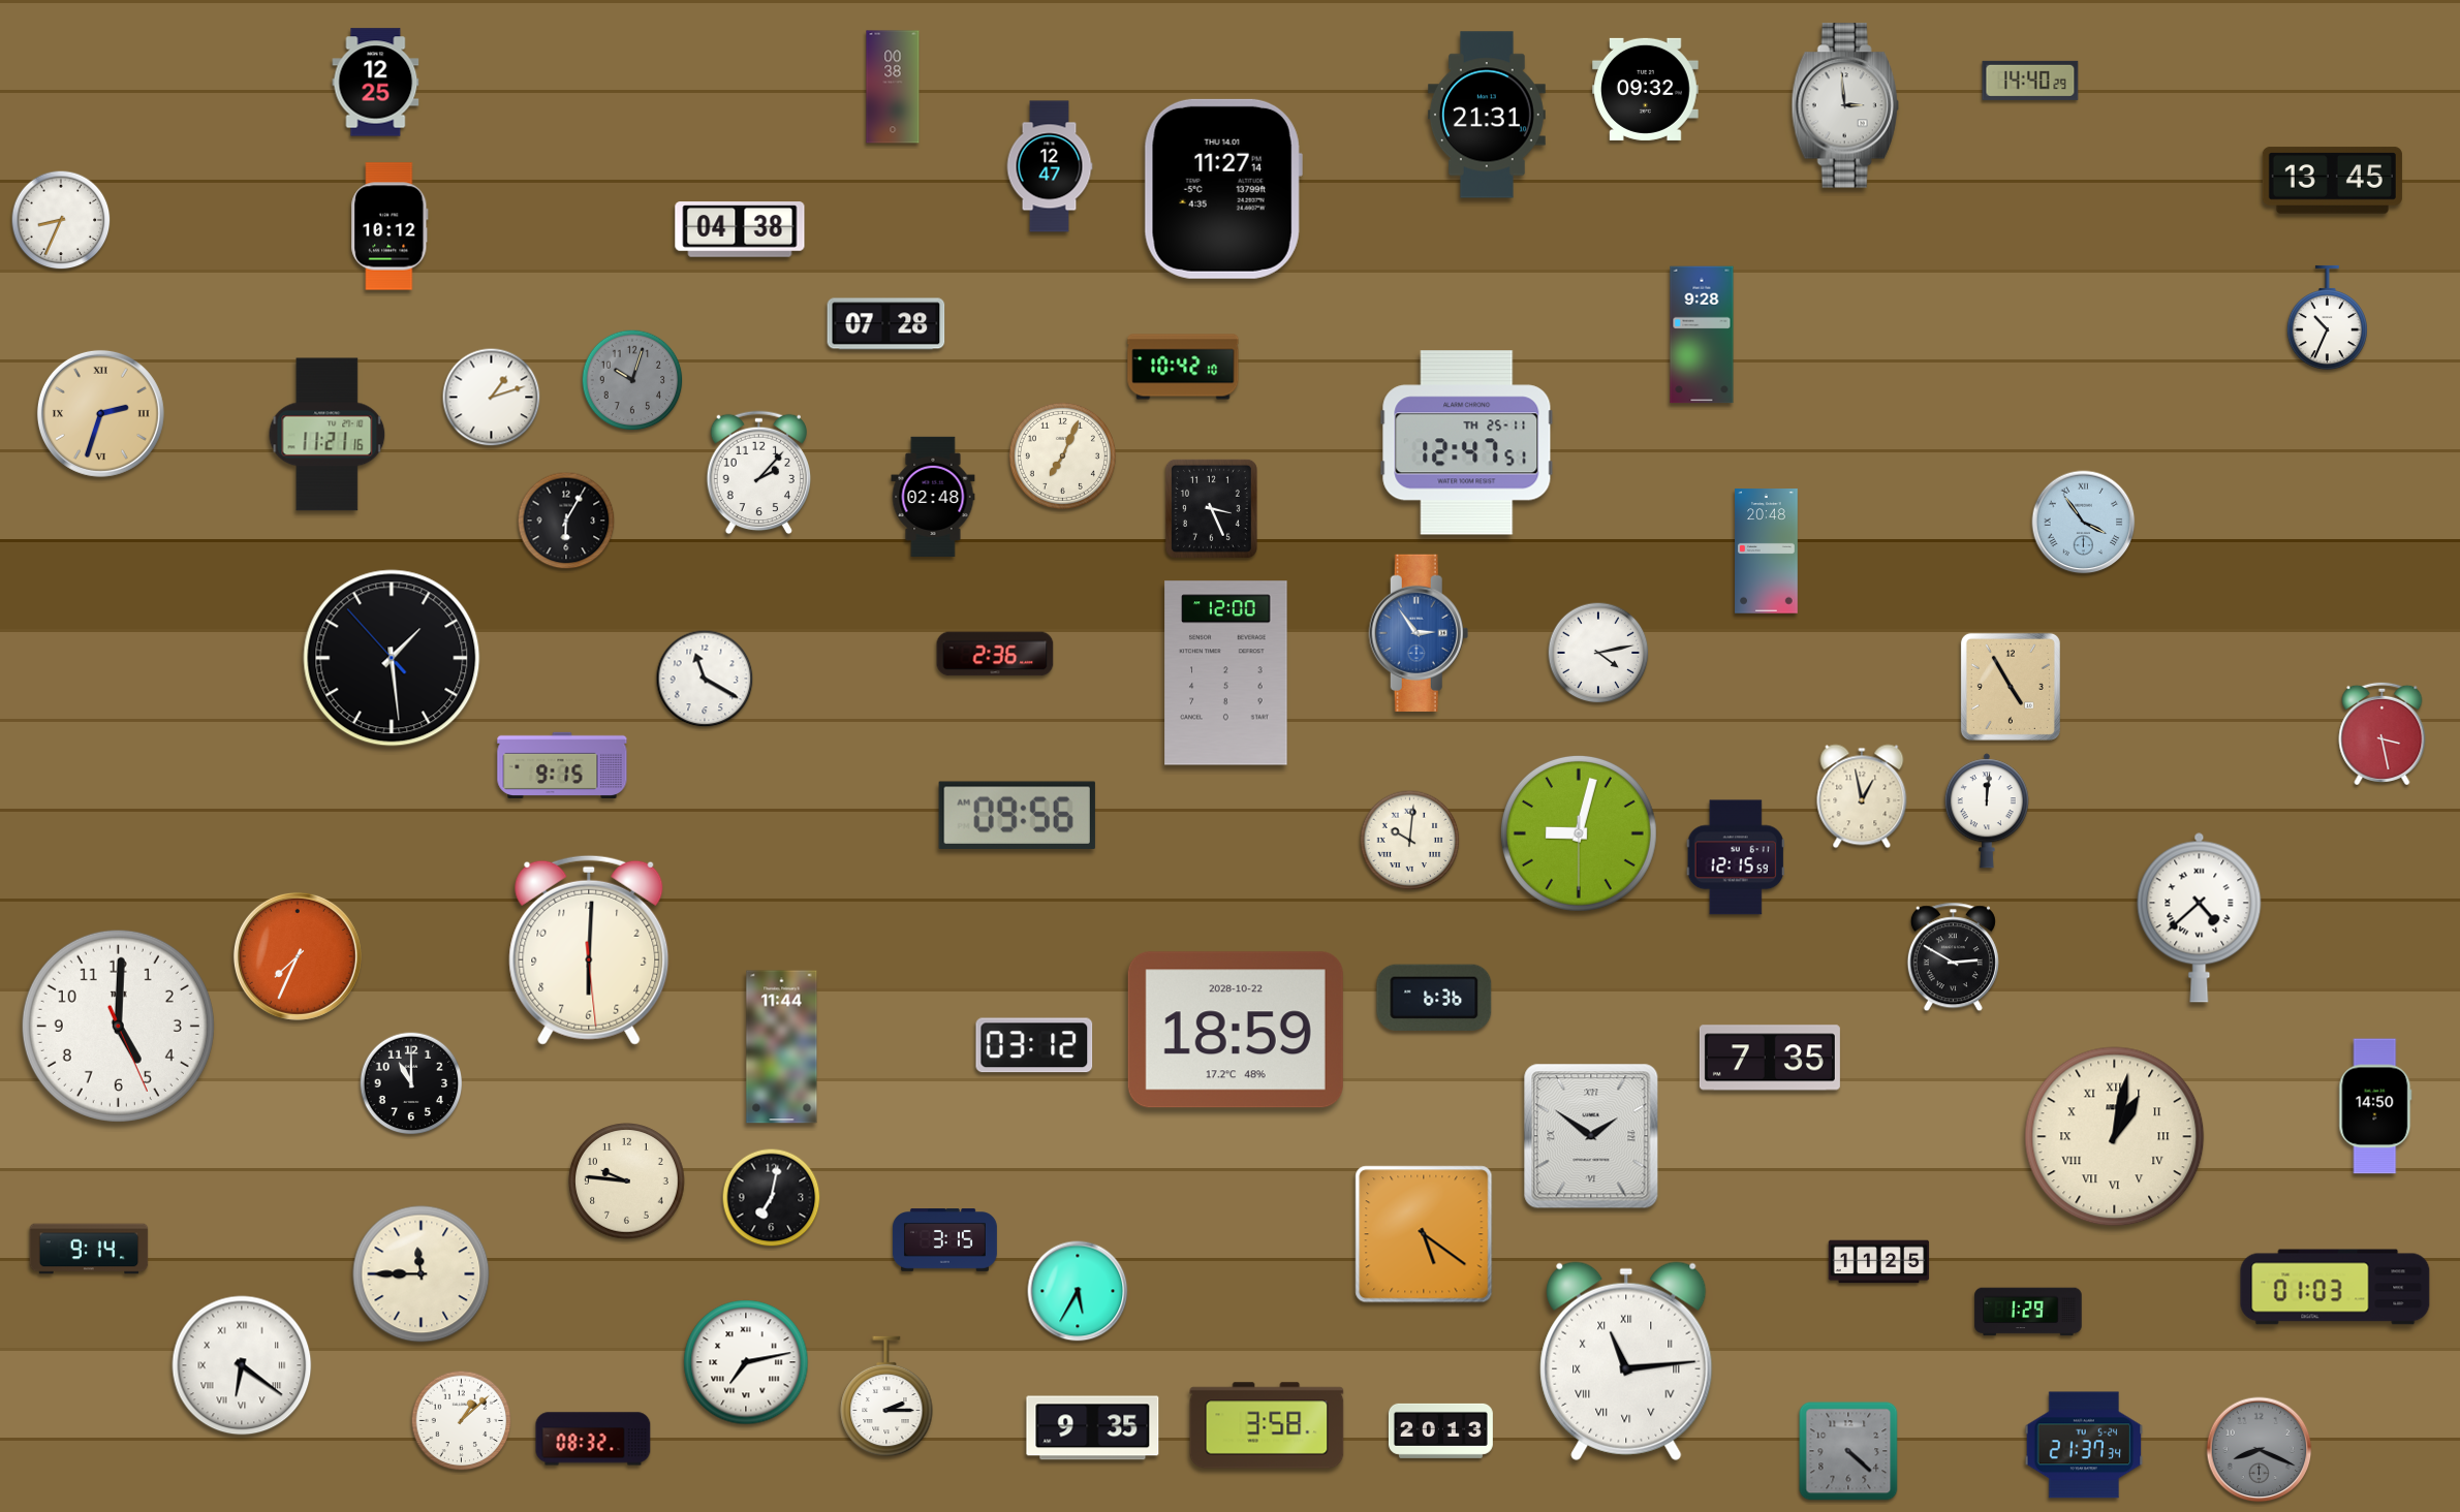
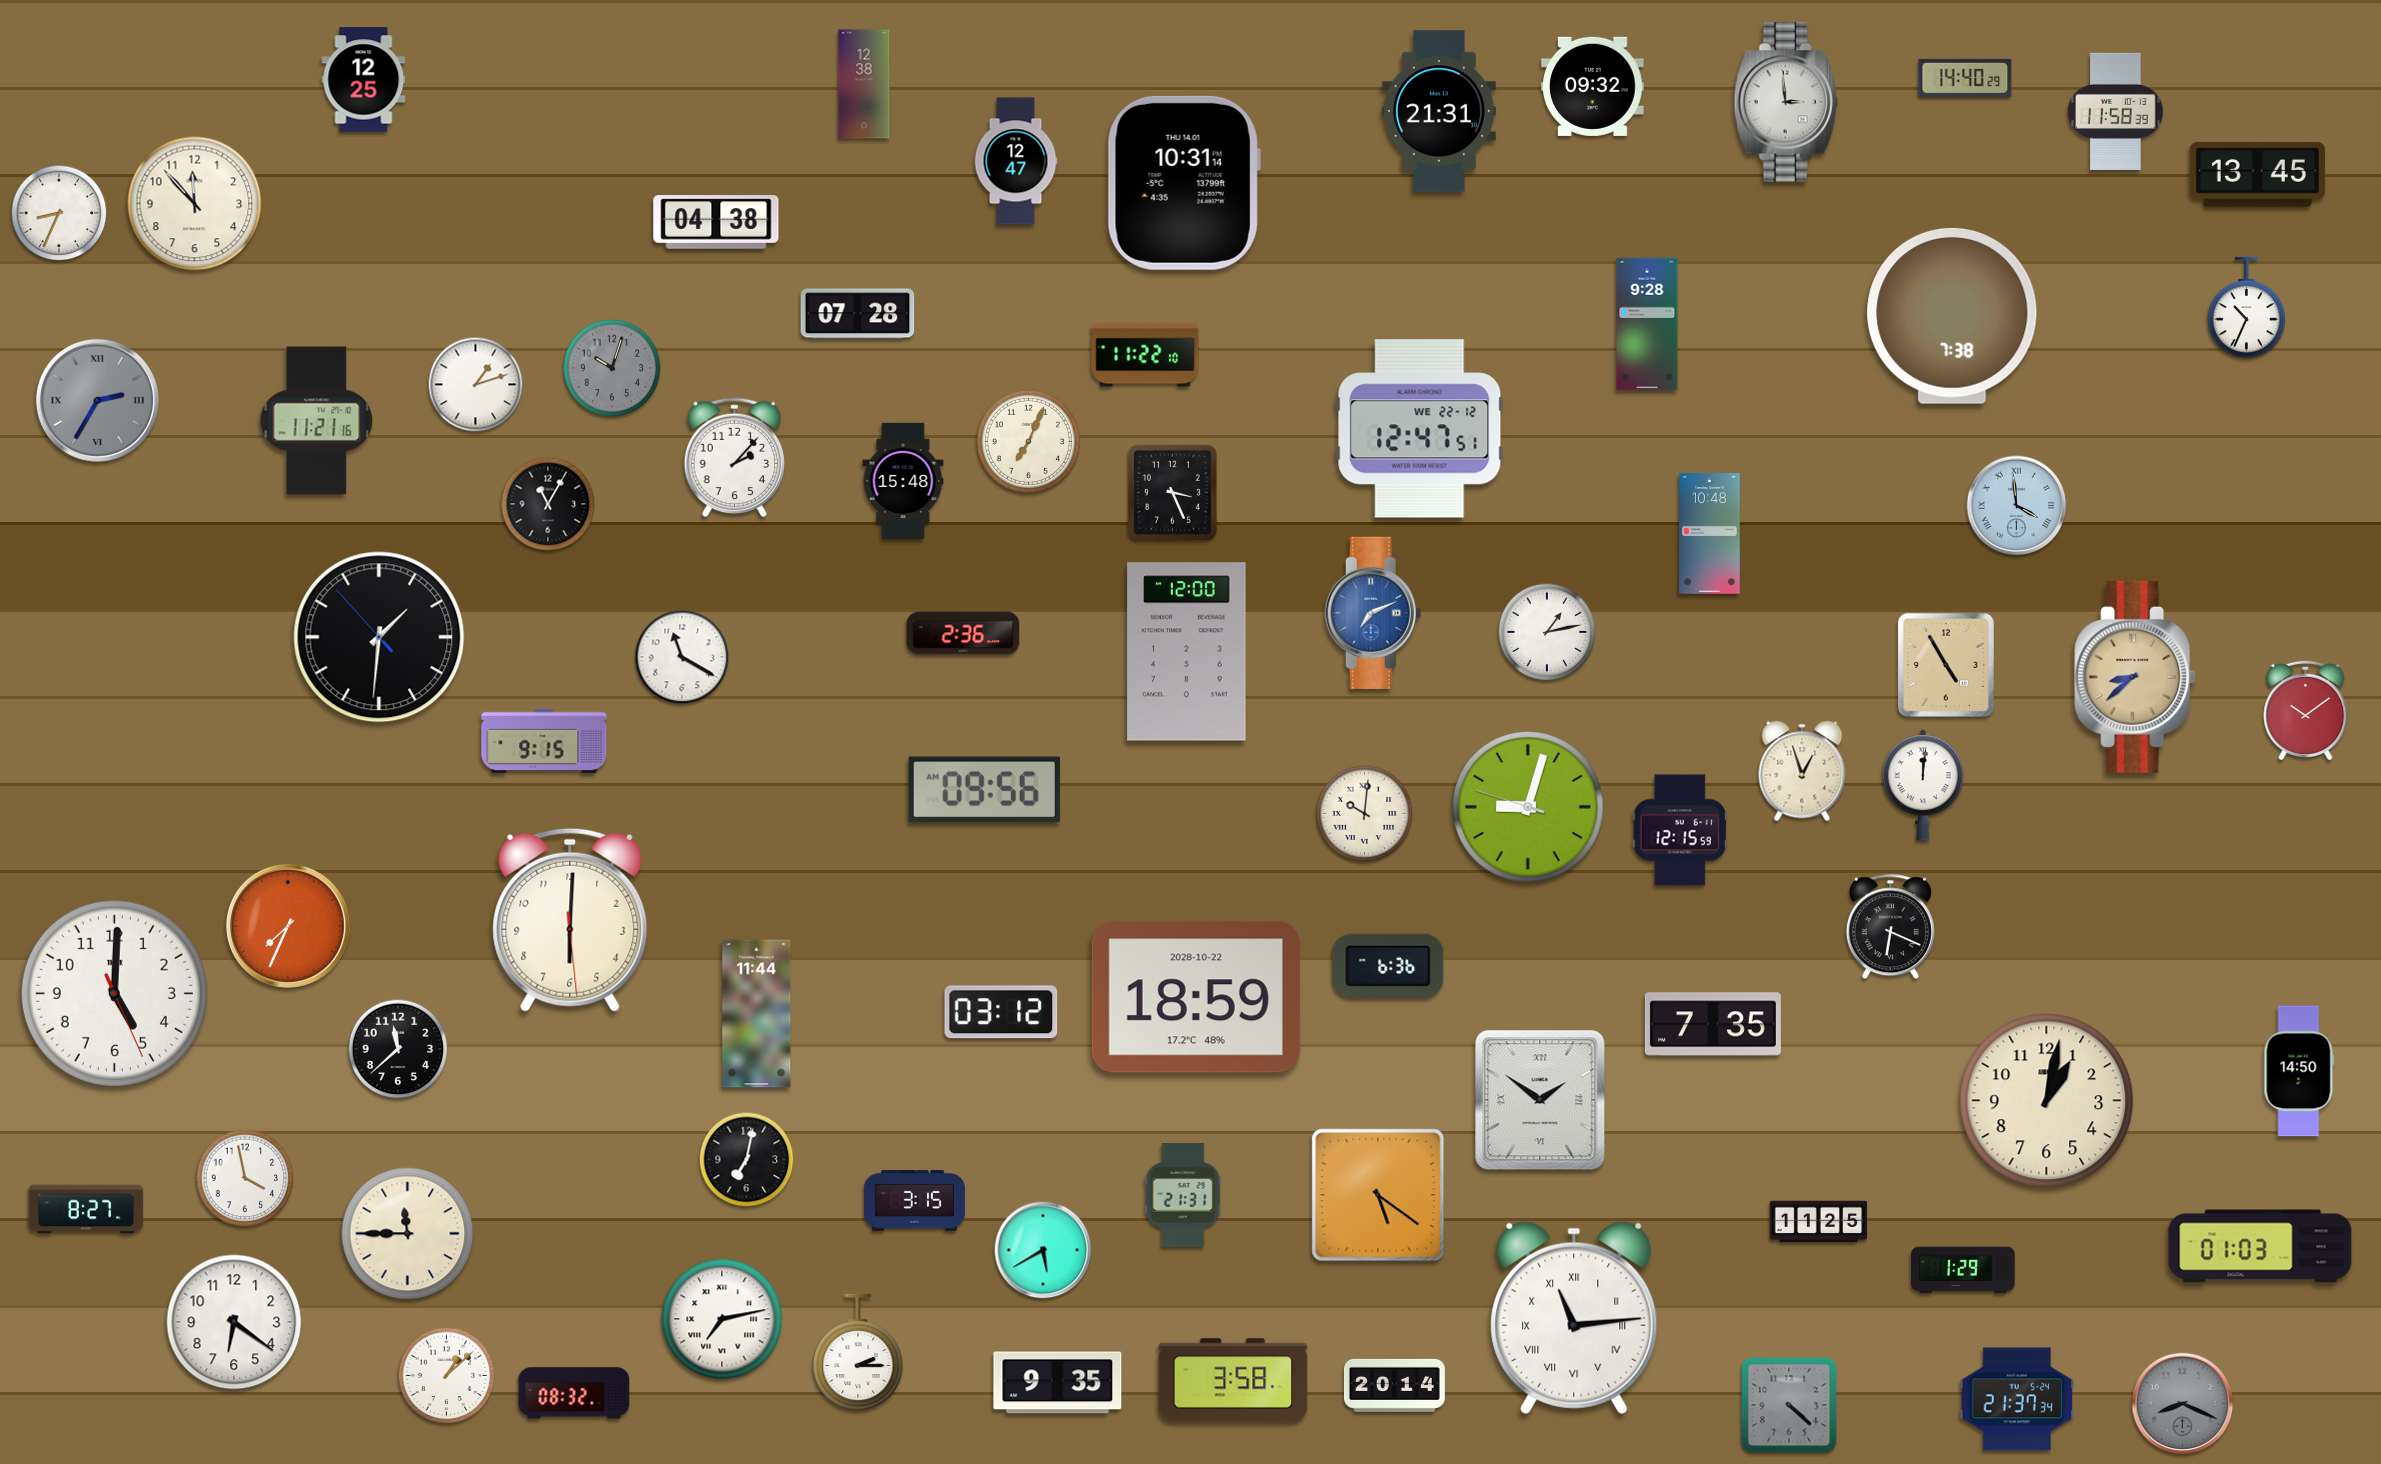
clock at (893, 87): 00:38 -> 12:38
clock at (2116, 111): none -> 11:58
clock at (1223, 189): 11:27 -> 10:31
clock at (195, 204): none -> 11:53
clock at (390, 226): 10:12 -> none
clock at (2327, 318) position: (2327, 318) -> (2246, 308)
clock at (1952, 316): none -> 7:38
clock at (1183, 367): 10:42 -> 11:22
clock at (100, 413): 2:33 -> 2:35
clock at (100, 413) dial: champagne -> grey
clock at (1467, 443) date: TH 25-11 -> WE 22-12
clock at (933, 497): 02:48 -> 15:48
clock at (566, 521): 6:05 -> 11:05
clock at (2084, 523): 3:54 -> 3:59
clock at (1767, 552): 20:48 -> 10:48
clock at (1419, 633): 2:54 -> 7:11
clock at (1598, 653): 4:13 -> 1:13
clock at (392, 658): 1:28 -> 1:30
clock at (2135, 677): none -> 8:38
clock at (2383, 732): 3:28 -> 10:09
clock at (1862, 796): 12:58 -> 12:57
clock at (1579, 833): 9:02:30 -> 9:02:48
clock at (2200, 917): 4:38 -> none
clock at (1953, 957): 2:50 -> 6:19
clock at (411, 1083): 11:00 -> 11:38
clock at (2115, 1137) numerals: Roman -> Arabic
clock at (627, 1182): 9:46 -> none
clock at (245, 1178): none -> 3:58
clock at (1183, 1195): none -> 21:31
clock at (89, 1249): 9:14 -> 8:27
clock at (1078, 1291): 5:35 -> 5:40
clock at (242, 1365) numerals: Roman -> Arabic
clock at (1267, 1425) position: (1267, 1425) -> (1233, 1380)
clock at (1440, 1430): 20:13 -> 20:14
clock at (2260, 1450) position: (2260, 1450) -> (2183, 1404)
